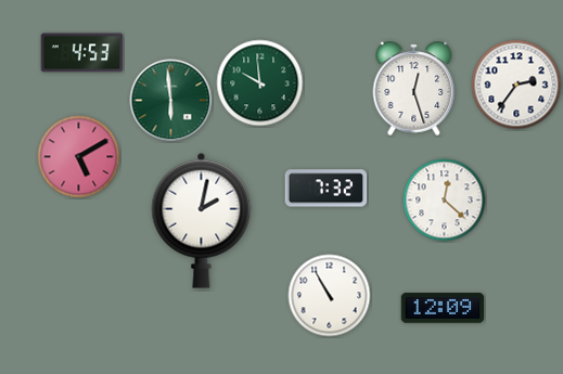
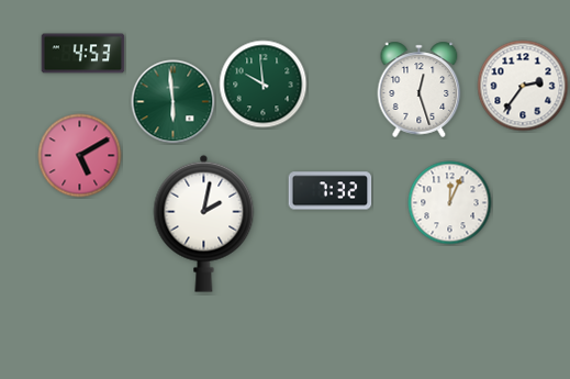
clock at (79, 157) position: (79, 157) -> (80, 156)
clock at (445, 201): 12:22 -> 12:04
clock at (330, 296): 10:55 -> none
clock at (443, 308): 12:09 -> none
